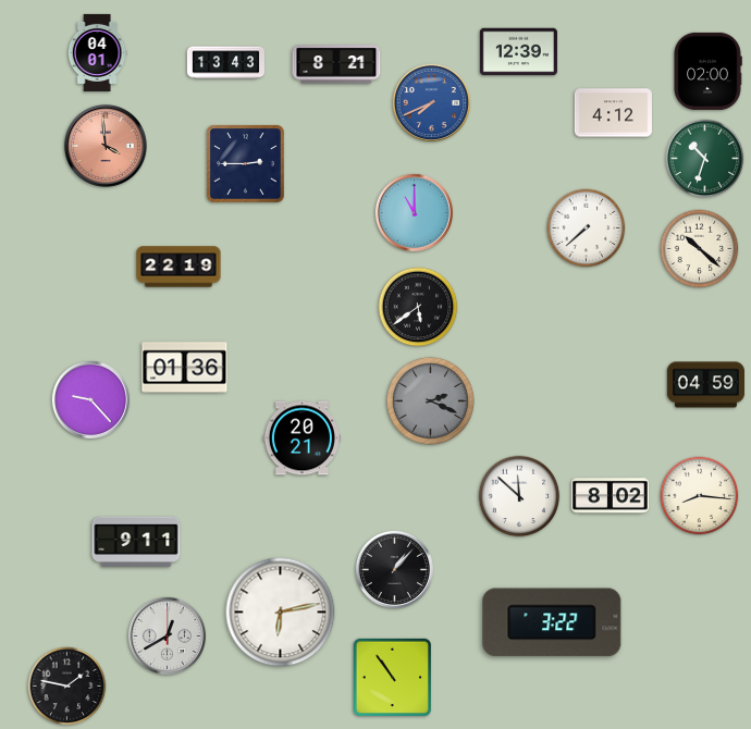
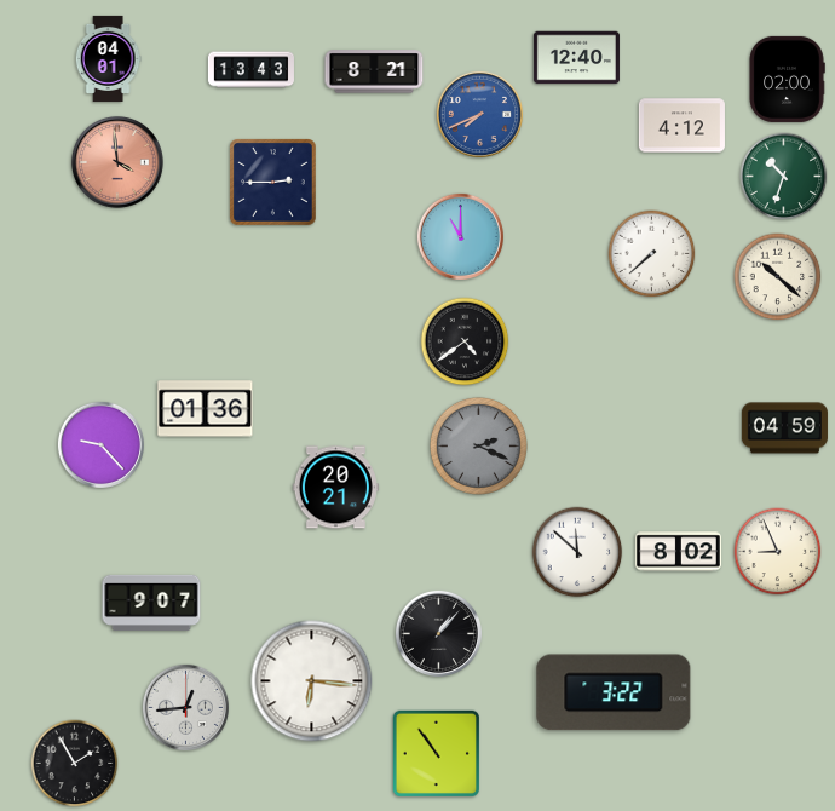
clock at (518, 52): 12:39 -> 12:40
clock at (178, 267): 22:19 -> none
clock at (418, 307): 5:39 -> 4:39
clock at (700, 496): 8:16 -> 8:56
clock at (136, 541): 9:11 -> 9:07
clock at (281, 613): 6:13 -> 6:16
clock at (167, 635): 12:40 -> 12:44
clock at (67, 687): 1:47 -> 1:55
